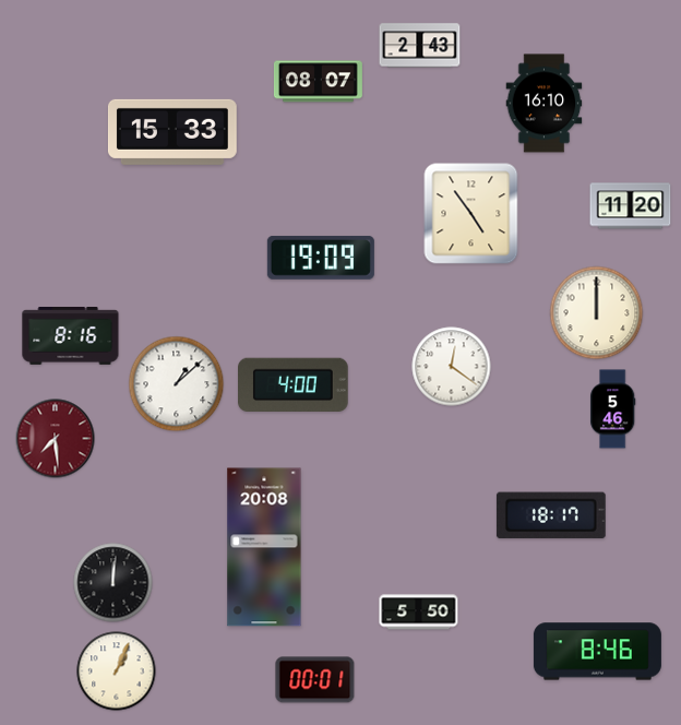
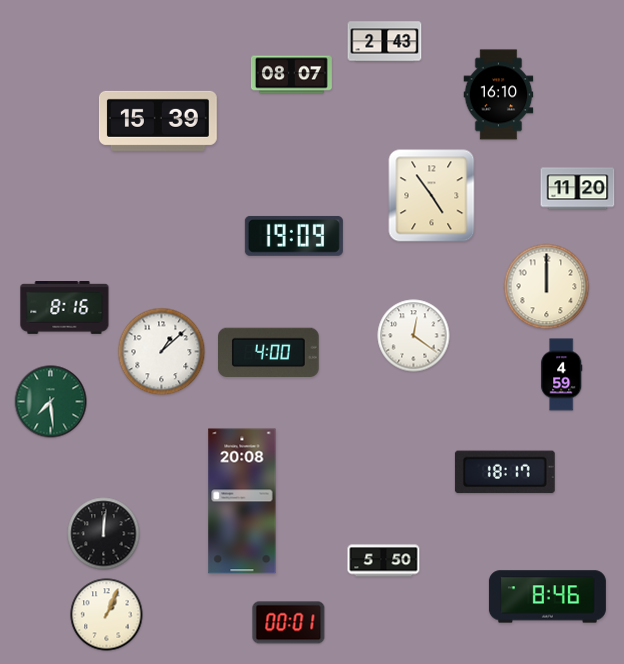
clock at (172, 132): 15:33 -> 15:39
clock at (613, 409): 5:46 -> 4:59
clock at (56, 439) dial: burgundy -> green
